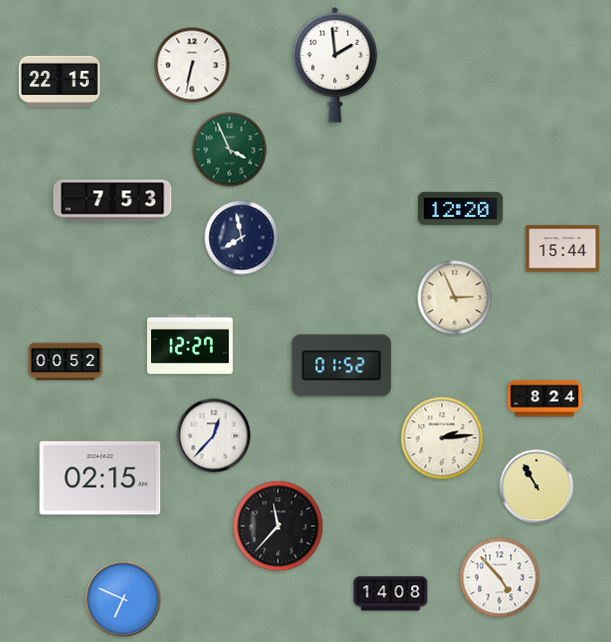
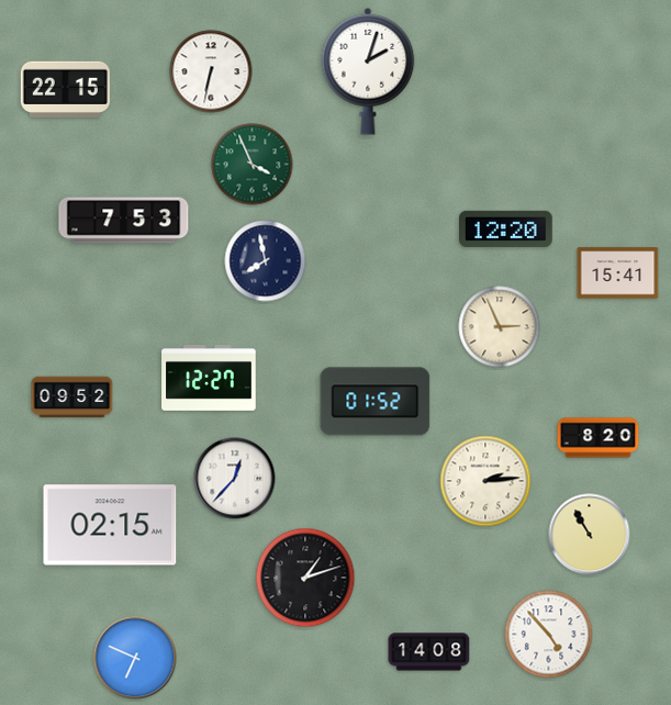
clock at (335, 65): 1:59 -> 2:03
clock at (563, 249): 15:44 -> 15:41
clock at (66, 362): 00:52 -> 09:52
clock at (545, 399): 8:24 -> 8:20
clock at (278, 526): 11:37 -> 1:12
